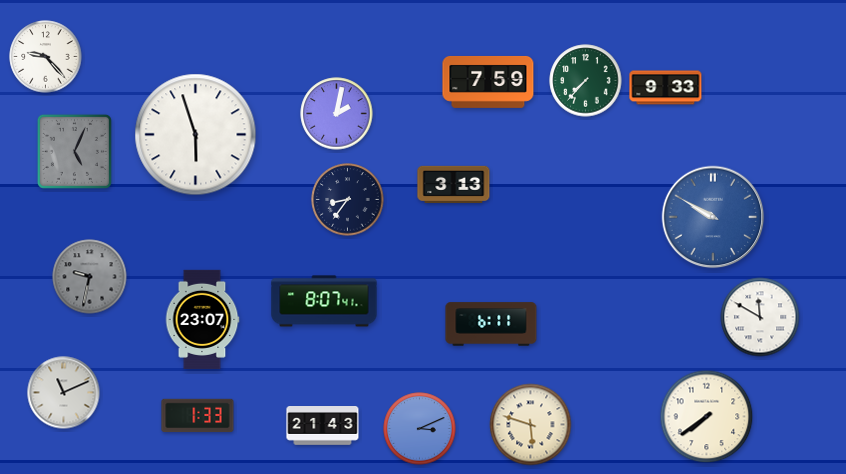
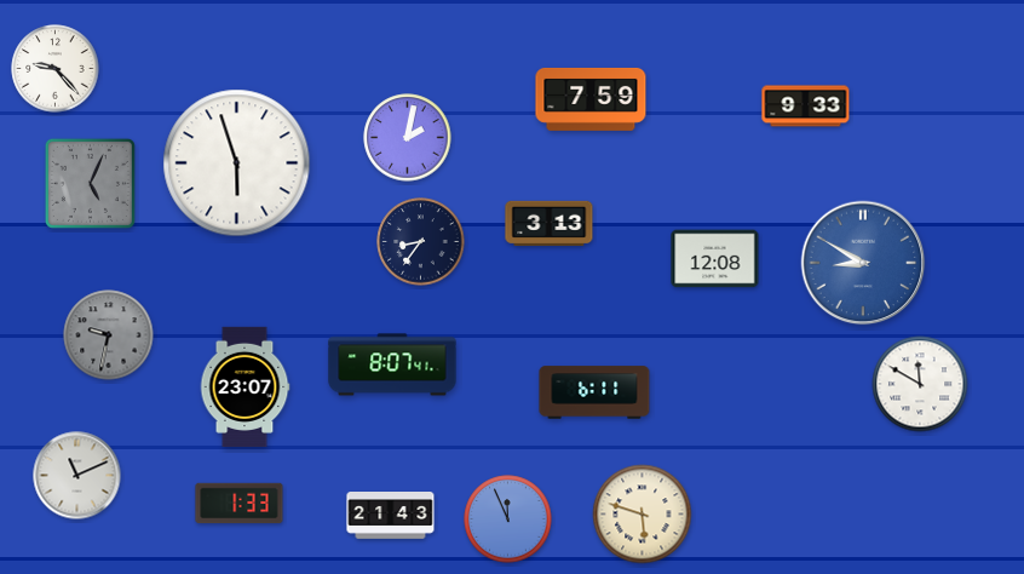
clock at (586, 81): 7:37 -> none
clock at (715, 259): none -> 12:08
clock at (713, 217): 9:50 -> 8:50
clock at (707, 417): 7:39 -> none
clock at (420, 429): 3:11 -> 11:56
